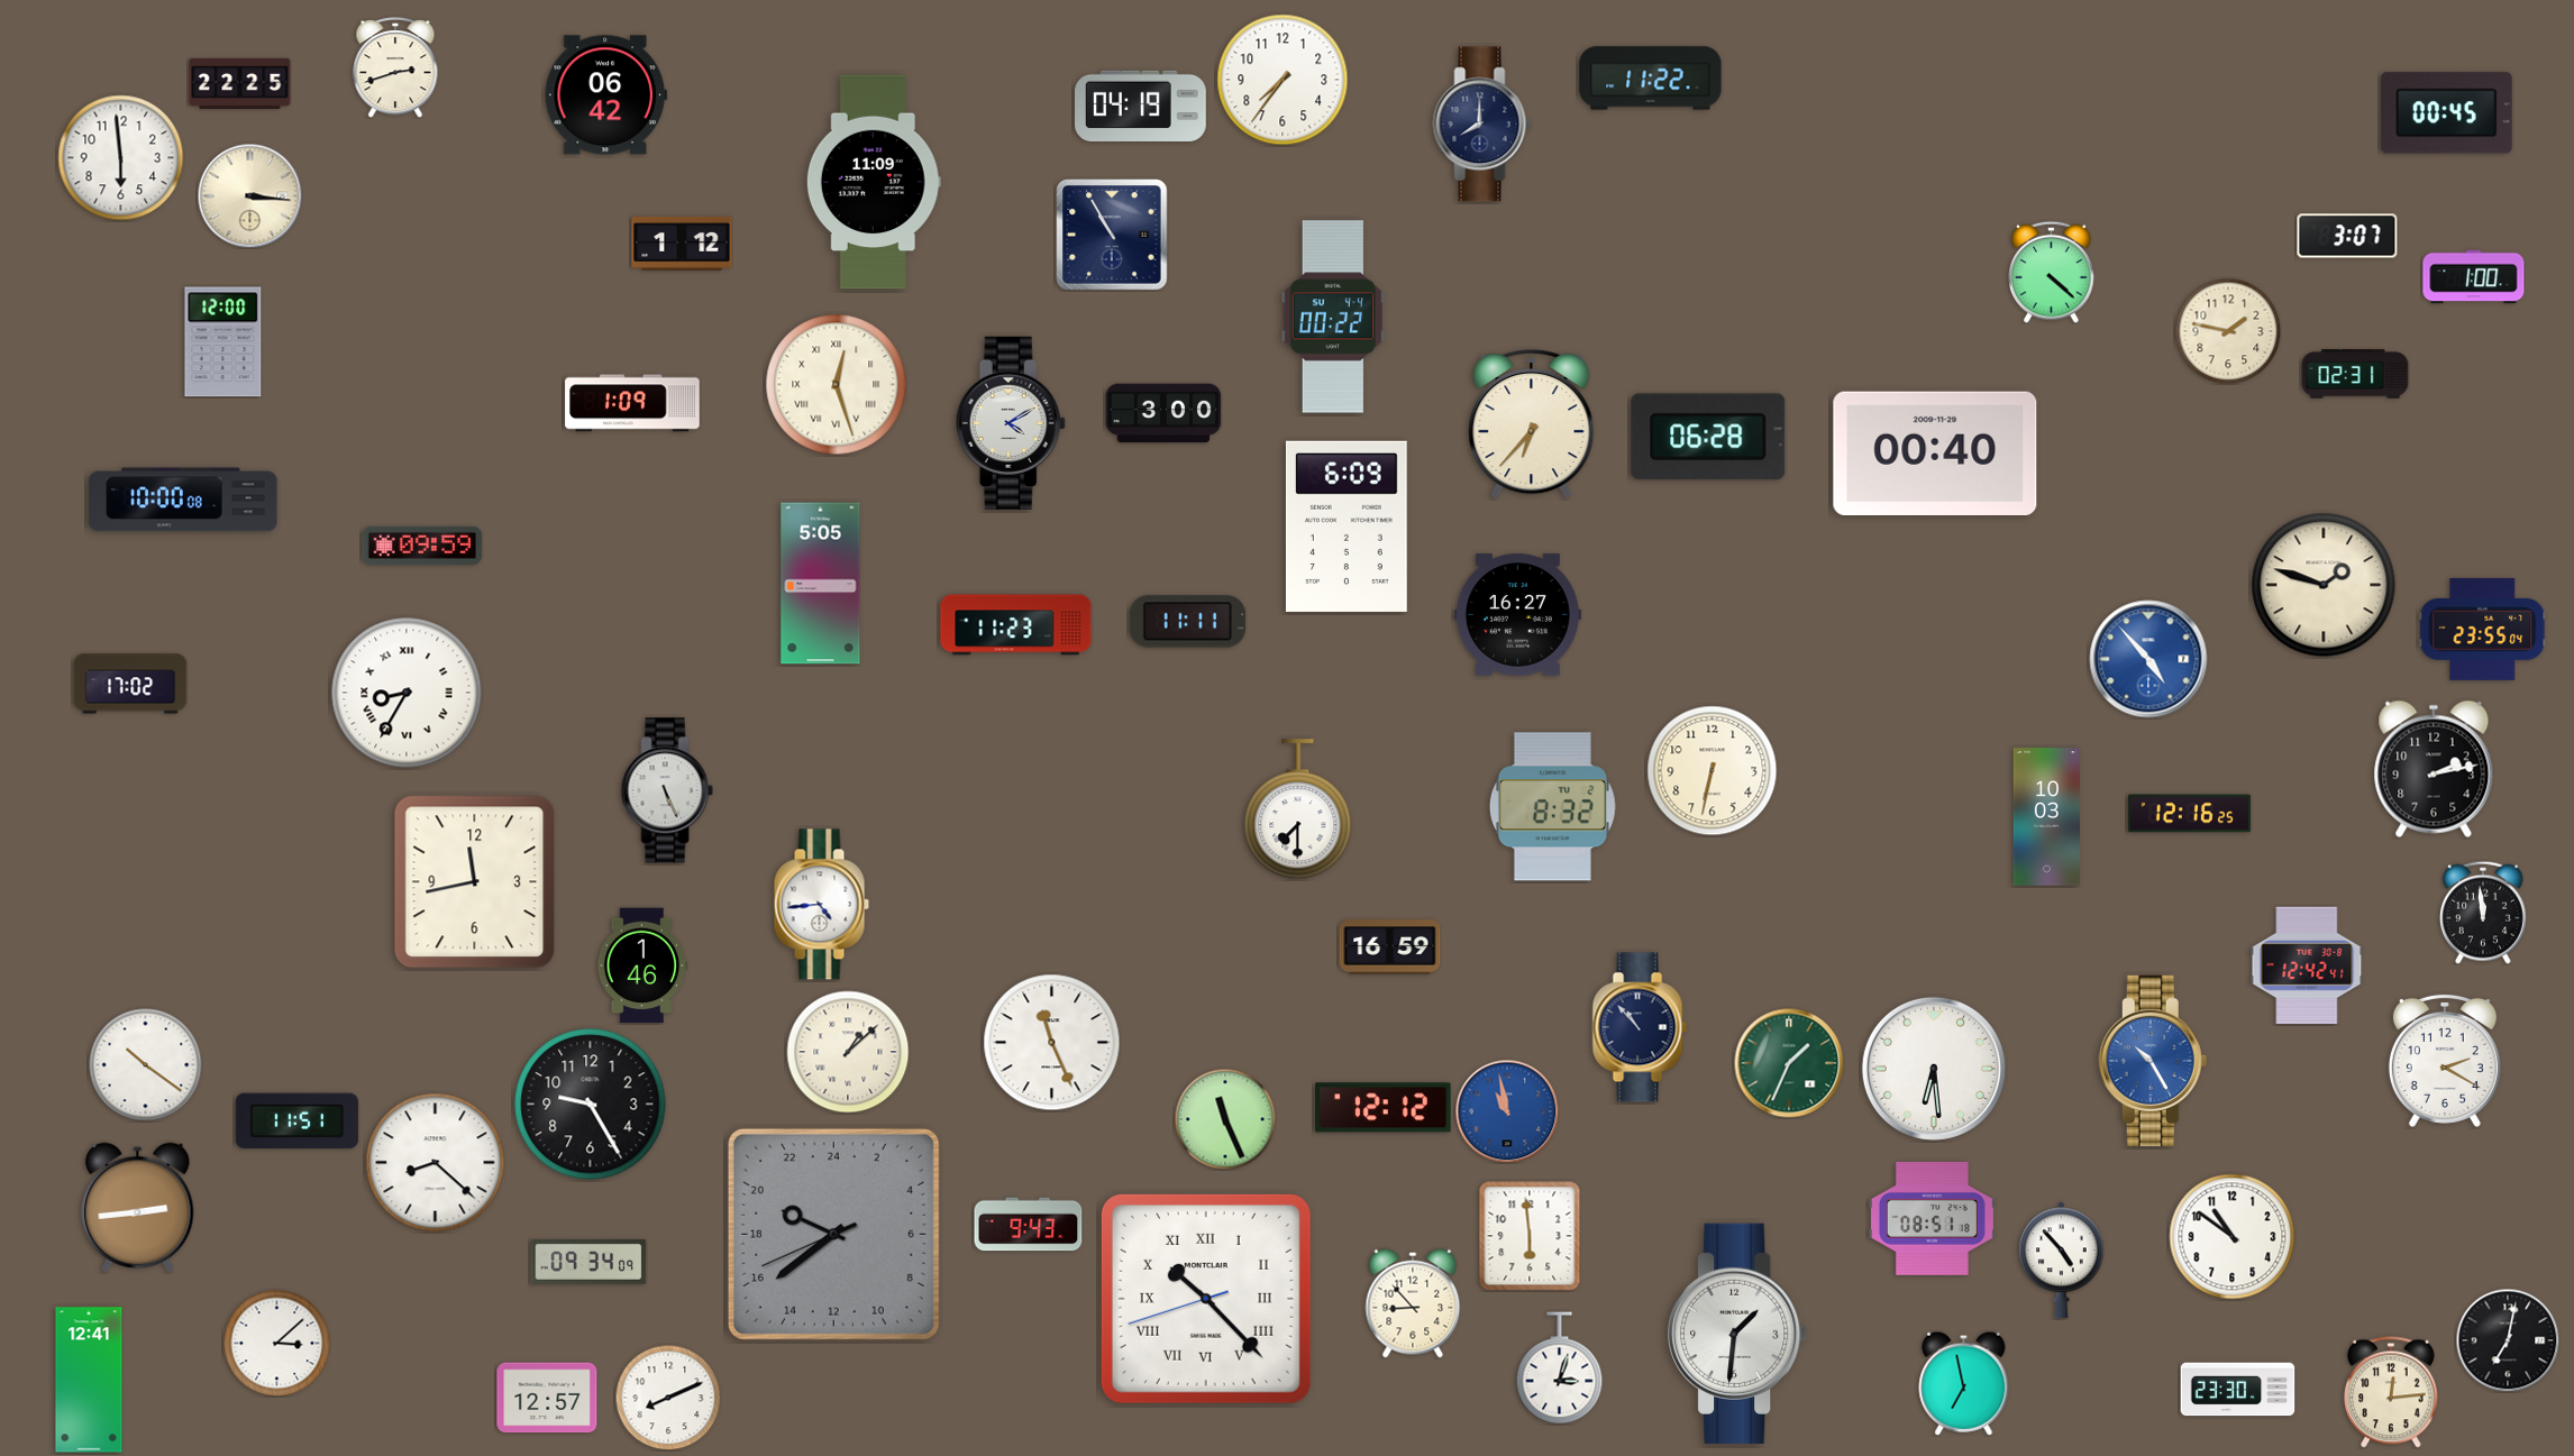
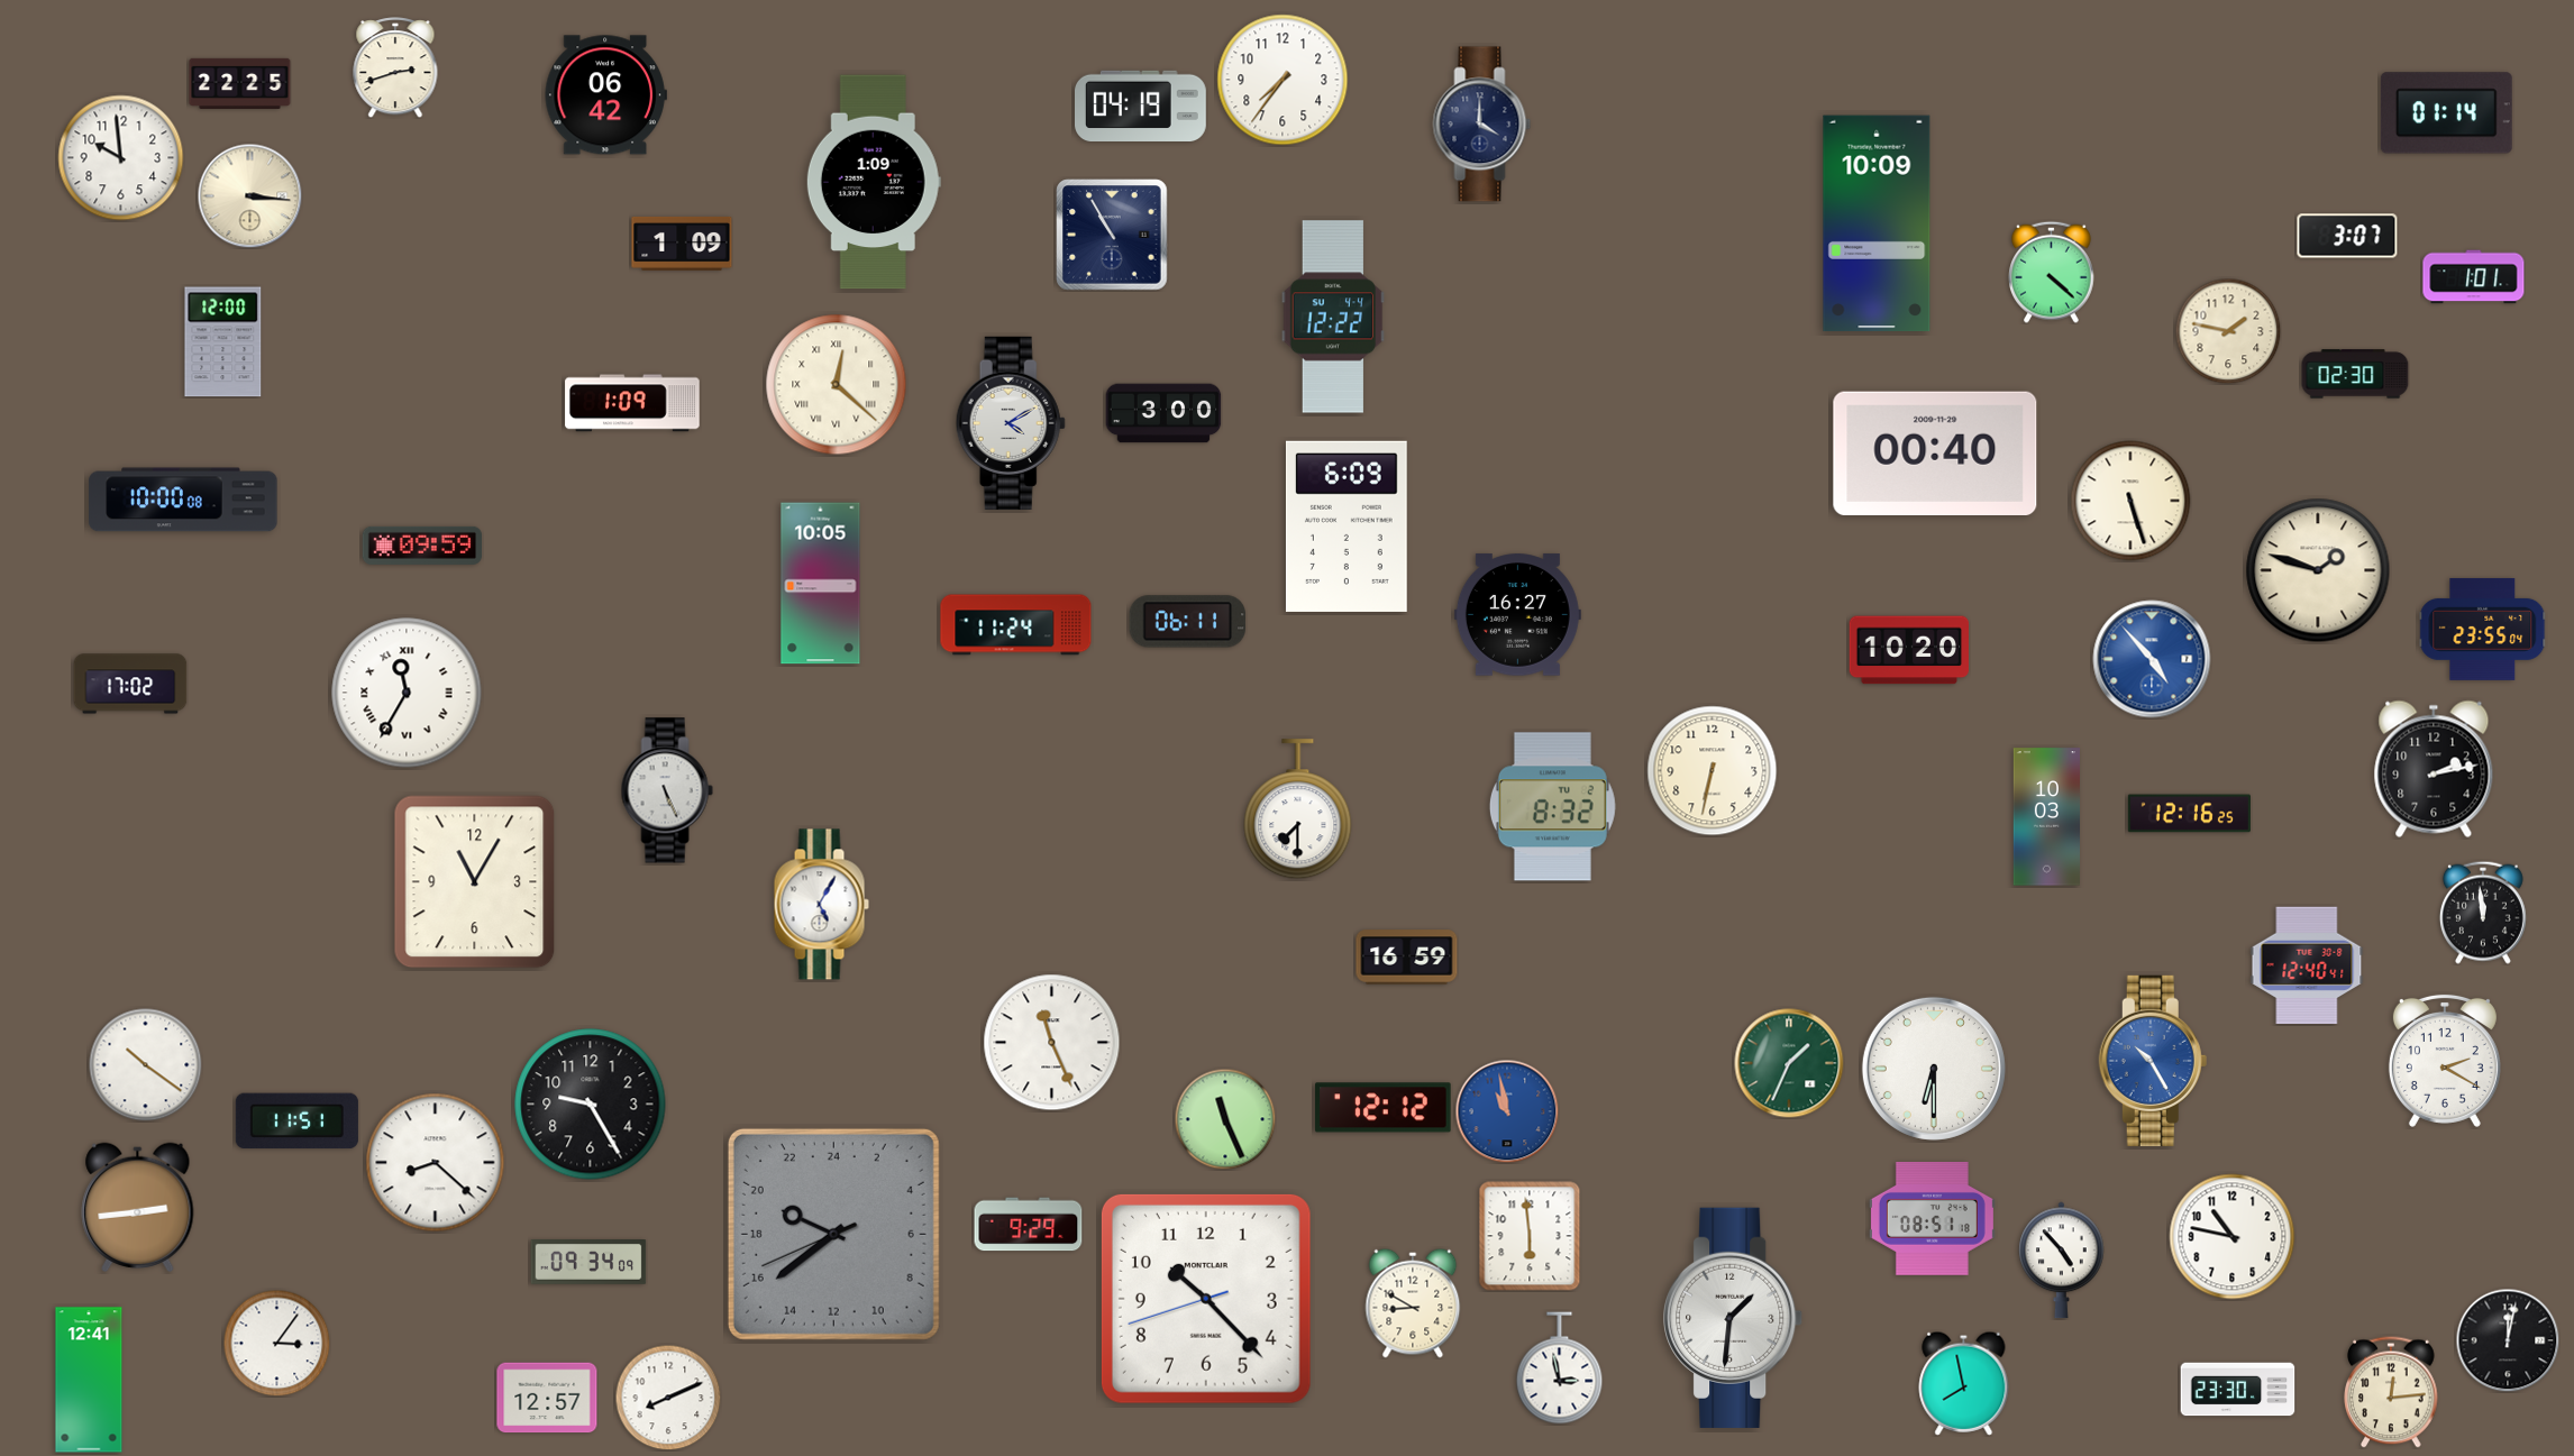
clock at (1651, 79): 11:22 -> none
clock at (2446, 113): 00:45 -> 01:14
clock at (1482, 125): 8:00 -> 4:00
clock at (121, 158): 5:59 -> 9:59
clock at (874, 182): 11:09 -> 1:09
clock at (1877, 223): none -> 10:09
clock at (682, 244): 1:12 -> 1:09
clock at (2474, 277): 1:00 -> 1:01
clock at (1333, 317): 00:22 -> 12:22
clock at (2355, 374): 02:31 -> 02:30
clock at (837, 385): 12:27 -> 12:22
clock at (1532, 424): 6:37 -> none
clock at (1708, 437): 06:28 -> none
clock at (2130, 501): none -> 5:27
clock at (821, 584): 5:05 -> 10:05
clock at (2324, 585) position: (2324, 585) -> (2318, 570)
clock at (1188, 622): 11:11 -> 06:11
clock at (1016, 625): 11:23 -> 11:24
clock at (1908, 650): none -> 10:20
clock at (2148, 659) position: (2148, 659) -> (2152, 659)
clock at (407, 693): 8:35 -> 11:35
clock at (475, 882): 11:43 -> 11:05
clock at (821, 905): 4:44 -> 5:05
clock at (1390, 947) position: (1390, 947) -> (1407, 958)
clock at (642, 965): 1:46 -> none
clock at (2307, 965): 12:42 -> 12:40
clock at (1640, 1027): 10:53 -> none
clock at (848, 1052): 1:08 -> none
clock at (1934, 1069): 6:29 -> 6:30
clock at (1029, 1225): 9:43 -> 9:29
clock at (2233, 1237): 10:51 -> 10:47
clock at (1206, 1299) numerals: Roman -> Arabic
clock at (1413, 1303): 8:53 -> 8:50
clock at (1738, 1334) position: (1738, 1334) -> (1734, 1318)
clock at (2508, 1340): 7:02 -> 12:02
clock at (276, 1343): 3:08 -> 3:06
clock at (1560, 1368): 3:03 -> 2:58
clock at (1964, 1383): 6:58 -> 7:58
